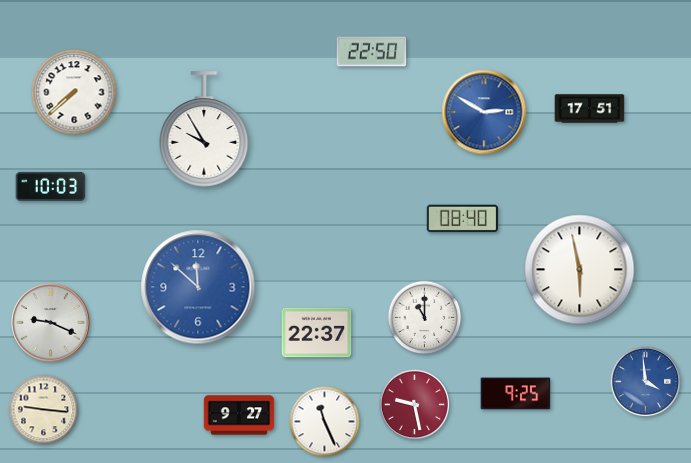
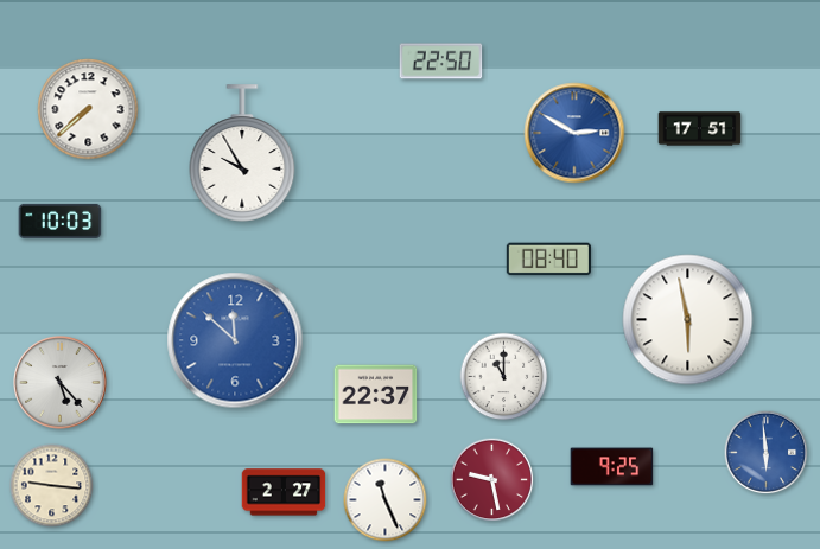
clock at (51, 323): 9:19 -> 5:23
clock at (646, 382): 3:59 -> 5:59
clock at (239, 415): 9:27 -> 2:27
